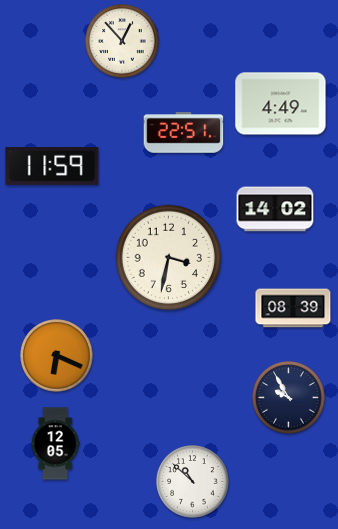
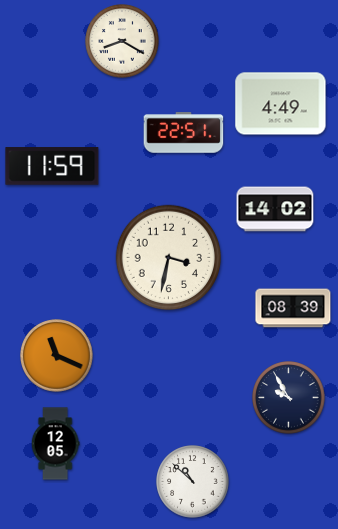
clock at (122, 41): 12:53 -> 8:20
clock at (57, 356): 6:19 -> 11:19
